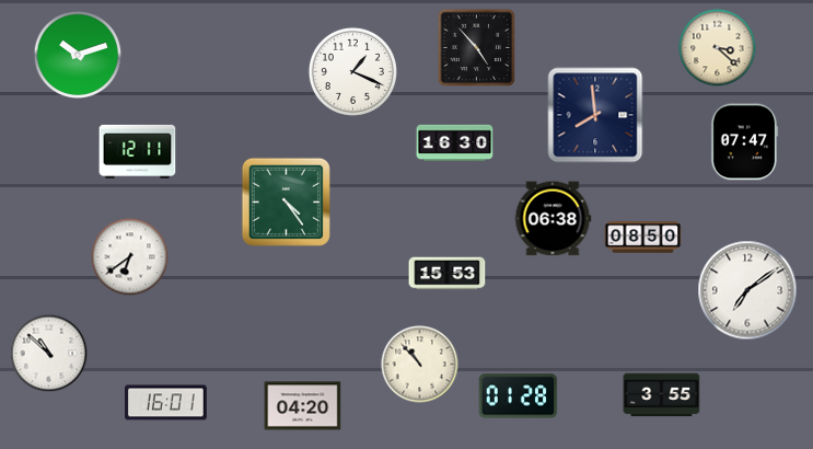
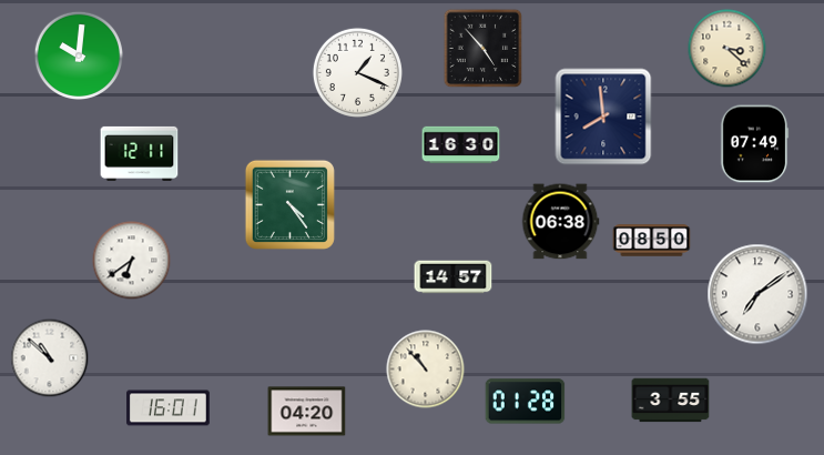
clock at (77, 54): 10:12 -> 10:01
clock at (744, 142): 07:47 -> 07:49
clock at (448, 274): 15:53 -> 14:57
